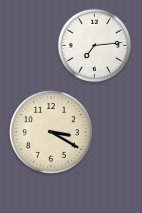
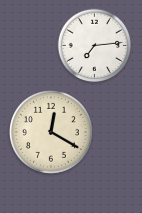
clock at (51, 132): 3:20 -> 12:20
